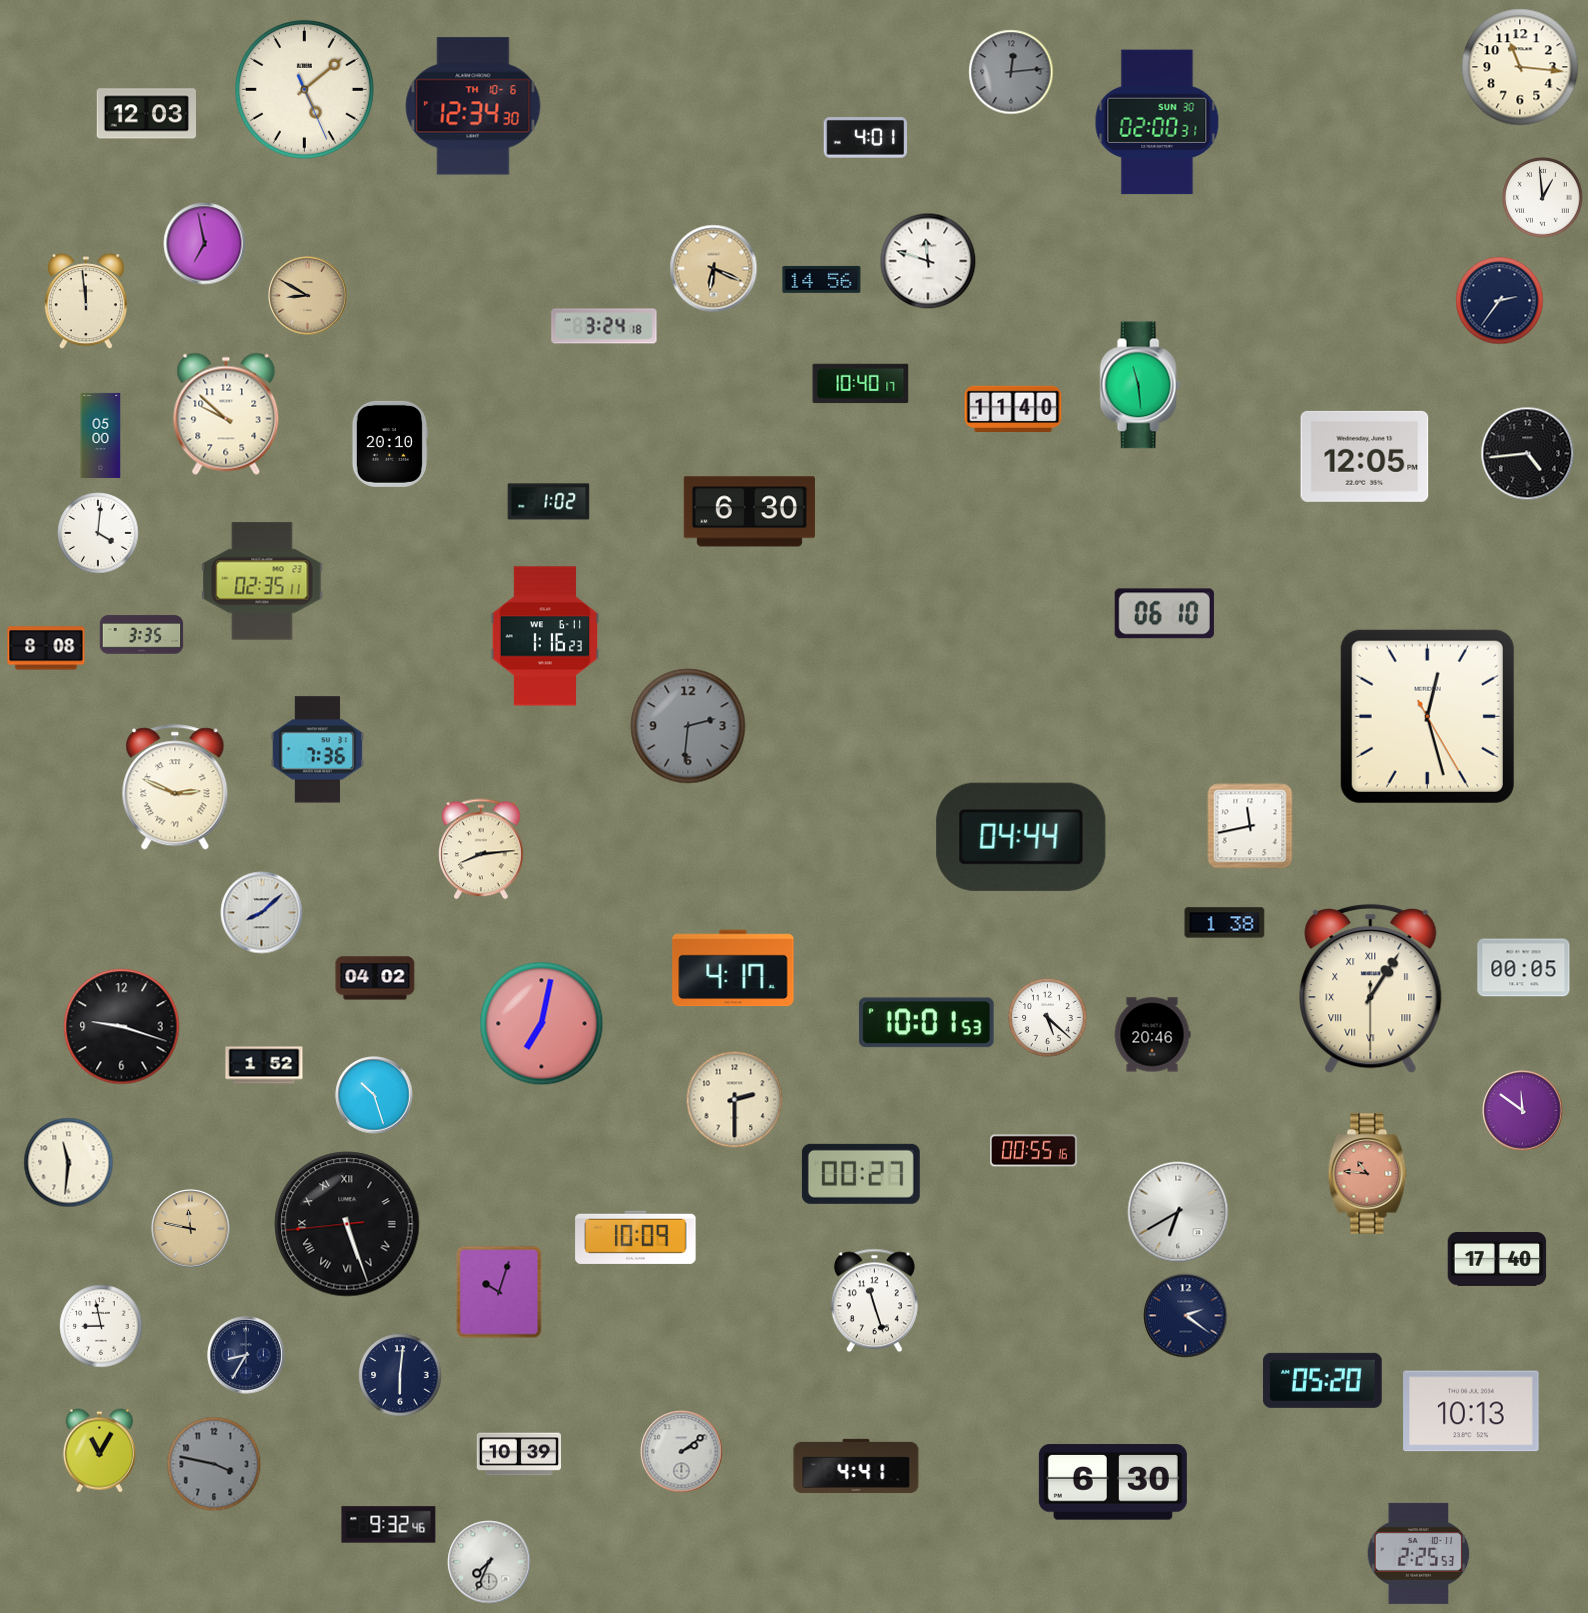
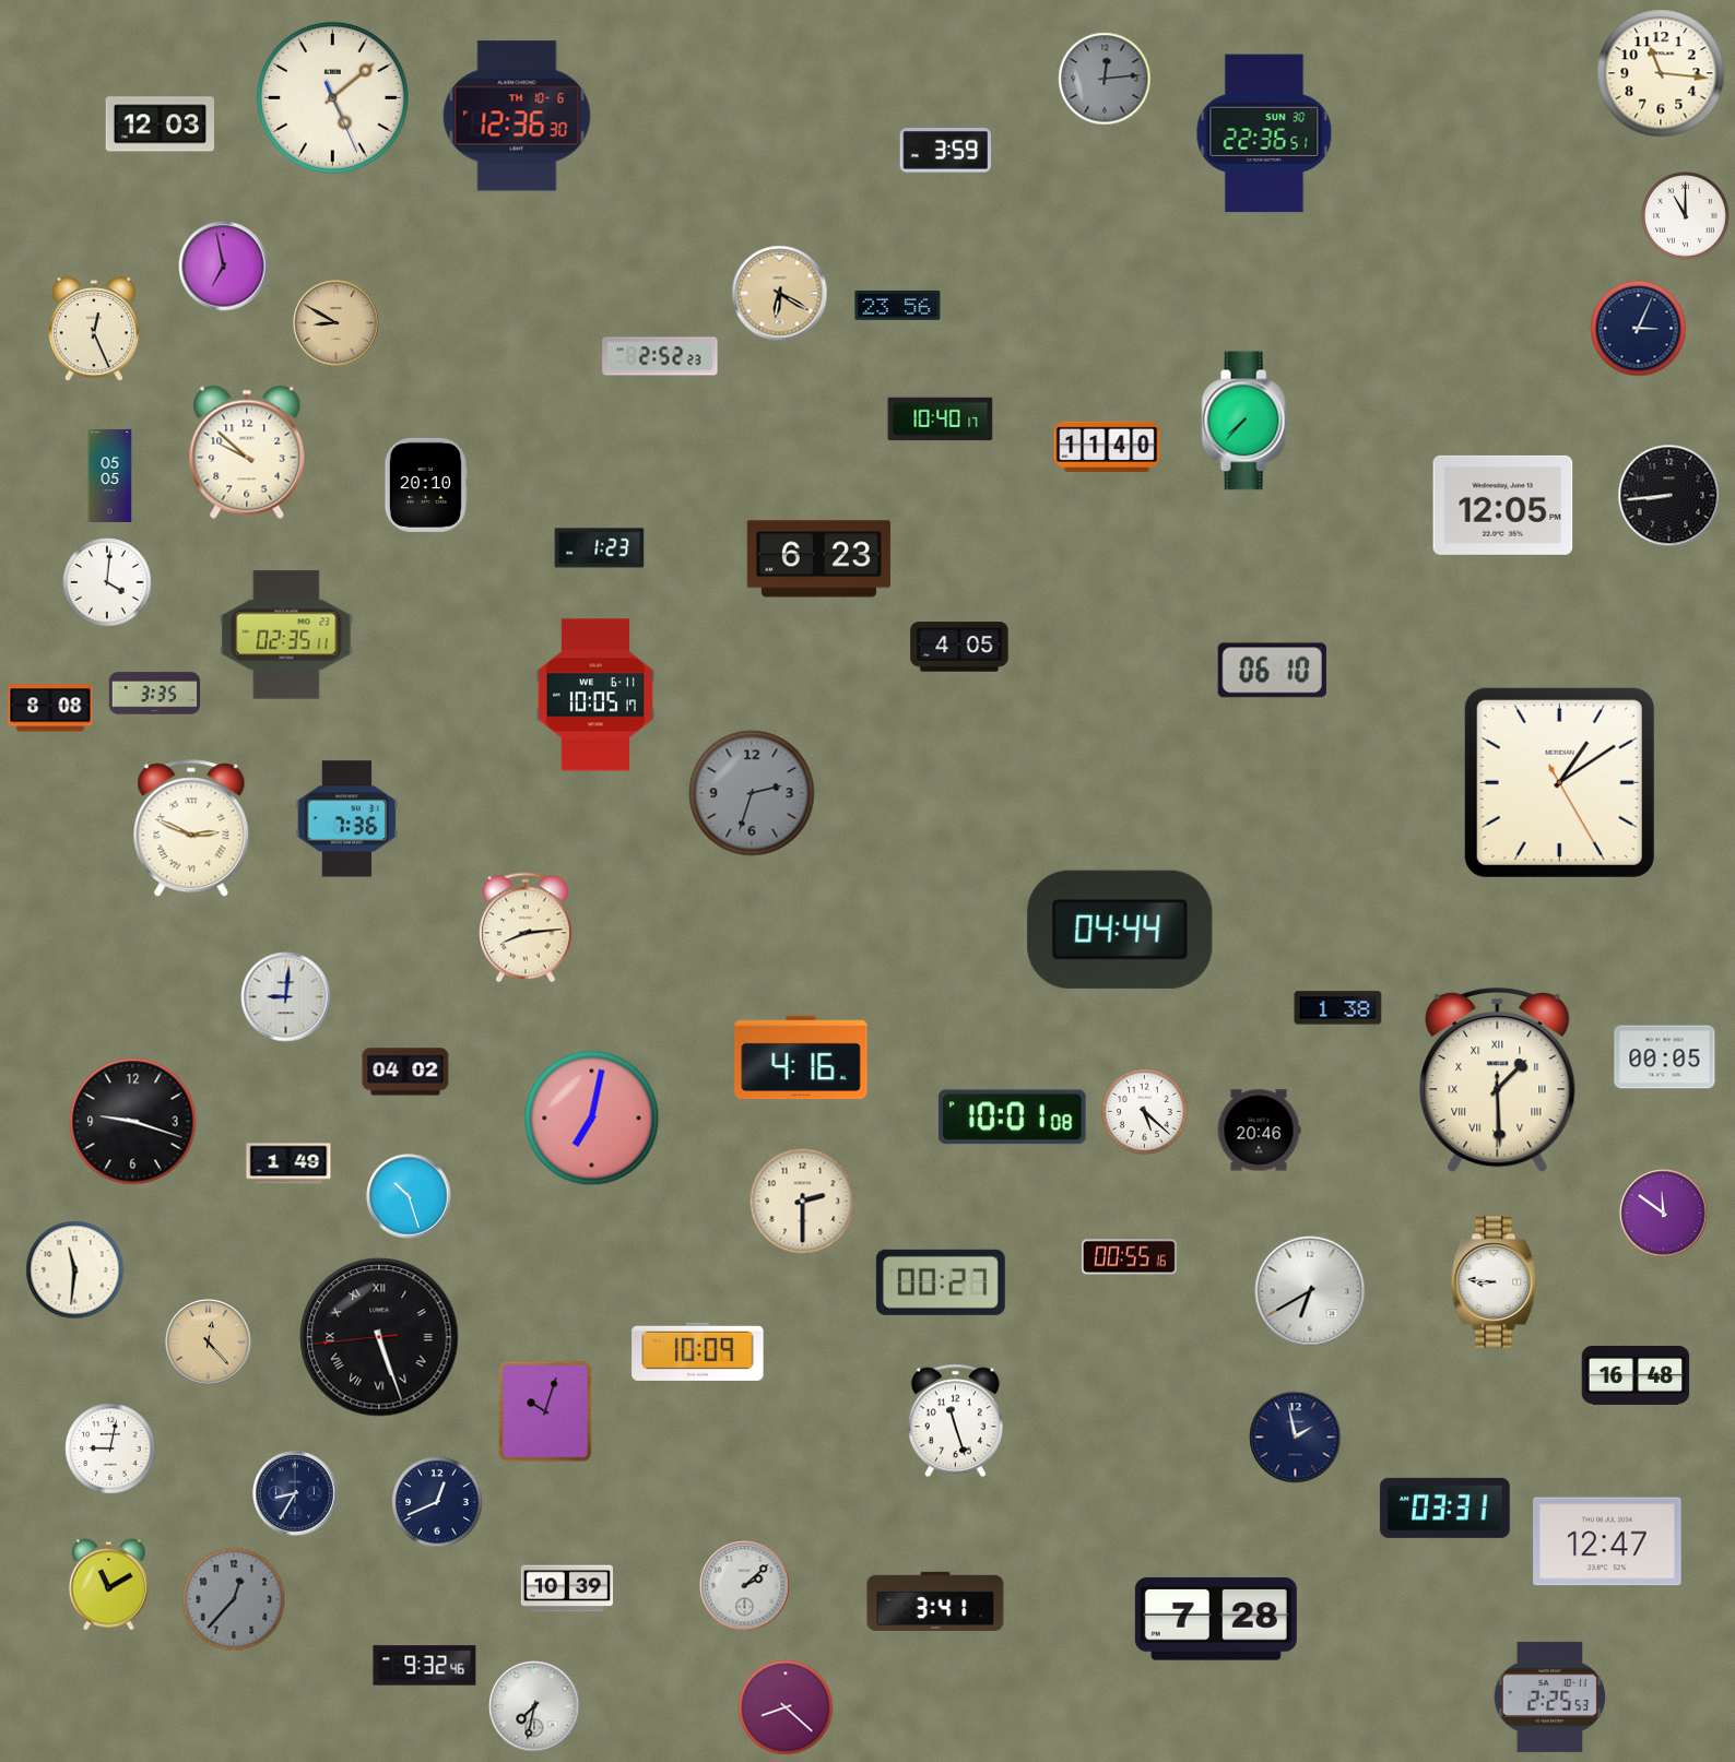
clock at (473, 106): 12:34 -> 12:36
clock at (1157, 122): 02:00 -> 22:36
clock at (866, 138): 4:01 -> 3:59
clock at (1543, 198): 12:59 -> 11:00
clock at (928, 261): 11:48 -> none
clock at (714, 269): 6:19 -> 6:20
clock at (822, 279): 14:56 -> 23:56
clock at (1500, 301): 2:36 -> 3:04
clock at (86, 302): 11:59 -> 12:26
clock at (604, 326): 3:24 -> 2:52
clock at (1140, 385): 11:29 -> 7:37
clock at (101, 435): 05:00 -> 05:05
clock at (1528, 454): 4:44 -> 8:44
clock at (1365, 456) position: (1365, 456) -> (1503, 505)
clock at (549, 502): 1:02 -> 1:23
clock at (749, 512): 6:30 -> 6:23
clock at (959, 647): none -> 4:05
clock at (544, 636): 1:16 -> 10:05
clock at (1427, 716): 12:27 -> 1:09
clock at (688, 726): 2:31 -> 2:33
clock at (175, 788) position: (175, 788) -> (191, 829)
clock at (1250, 826): 11:43 -> none
clock at (1021, 837) position: (1021, 837) -> (1120, 930)
clock at (262, 913): 8:08 -> 9:01
clock at (733, 968): 4:17 -> 4:16
clock at (375, 978) position: (375, 978) -> (405, 1072)
clock at (1371, 989): 1:05 -> 1:29
clock at (926, 1023): 10:01:53 -> 10:01:08
clock at (264, 1065): 1:52 -> 1:49
clock at (1368, 1174): 10:46 -> 8:46
clock at (1368, 1174) dial: salmon -> white
clock at (1178, 1212) position: (1178, 1212) -> (1310, 1291)
clock at (191, 1229): 11:47 -> 12:23
clock at (636, 1237) position: (636, 1237) -> (698, 1351)
clock at (1497, 1259): 17:40 -> 16:48
clock at (1186, 1316): 2:21 -> 1:58
clock at (101, 1326): 8:58 -> 9:02
clock at (246, 1355) position: (246, 1355) -> (295, 1493)
clock at (400, 1375): 6:01 -> 12:41
clock at (1322, 1380): 05:20 -> 03:31
clock at (1471, 1411): 10:13 -> 12:47
clock at (99, 1451): 11:05 -> 11:10
clock at (682, 1452): 2:09 -> 2:08
clock at (214, 1464): 3:47 -> 12:37
clock at (856, 1466): 4:41 -> 3:41
clock at (1113, 1482): 6:30 -> 7:28
clock at (489, 1562): 7:34 -> 7:32
clock at (786, 1707): none -> 8:22
